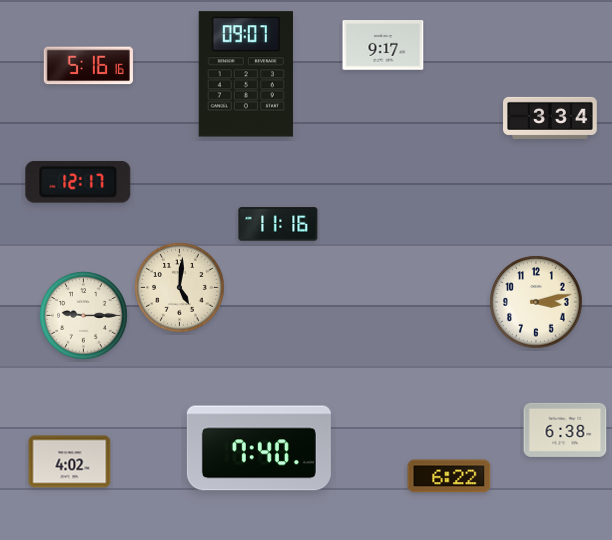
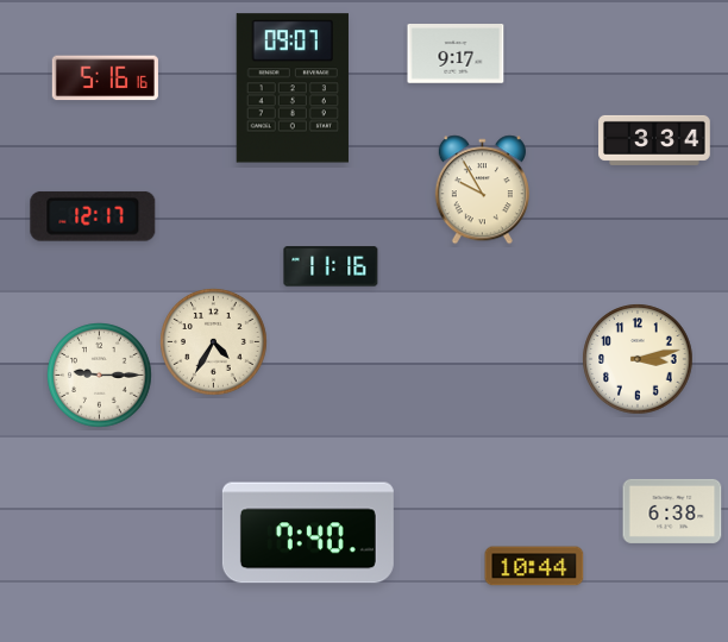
clock at (482, 190): none -> 9:55
clock at (180, 288): 5:01 -> 4:35
clock at (70, 462): 4:02 -> none
clock at (449, 476): 6:22 -> 10:44
